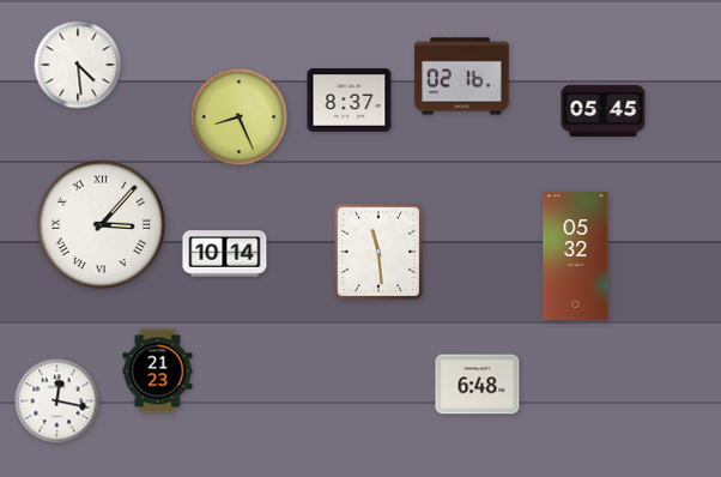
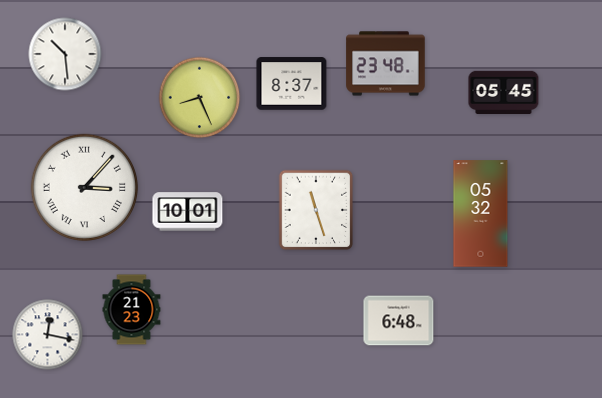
clock at (78, 65): 4:29 -> 10:29
clock at (462, 77): 02:16 -> 23:48
clock at (378, 252): 11:29 -> 11:27
clock at (225, 254): 10:14 -> 10:01
